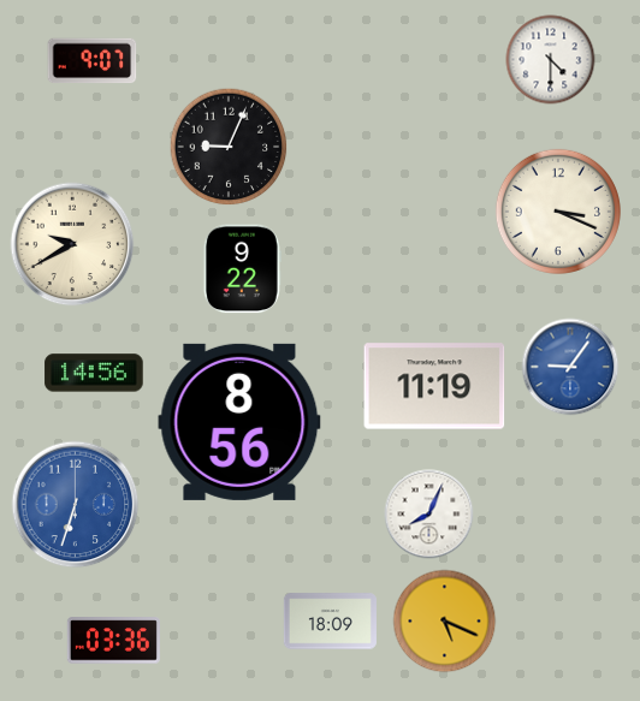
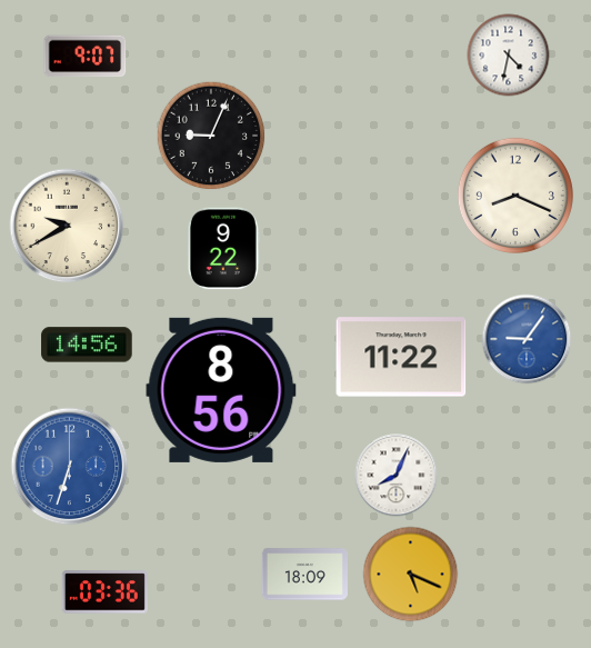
clock at (551, 60): 4:30 -> 4:32
clock at (558, 212): 3:19 -> 8:19
clock at (434, 386): 11:19 -> 11:22
